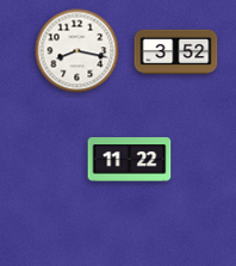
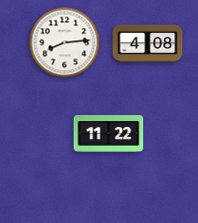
clock at (77, 51): 8:17 -> 8:14
clock at (176, 52): 3:52 -> 4:08
